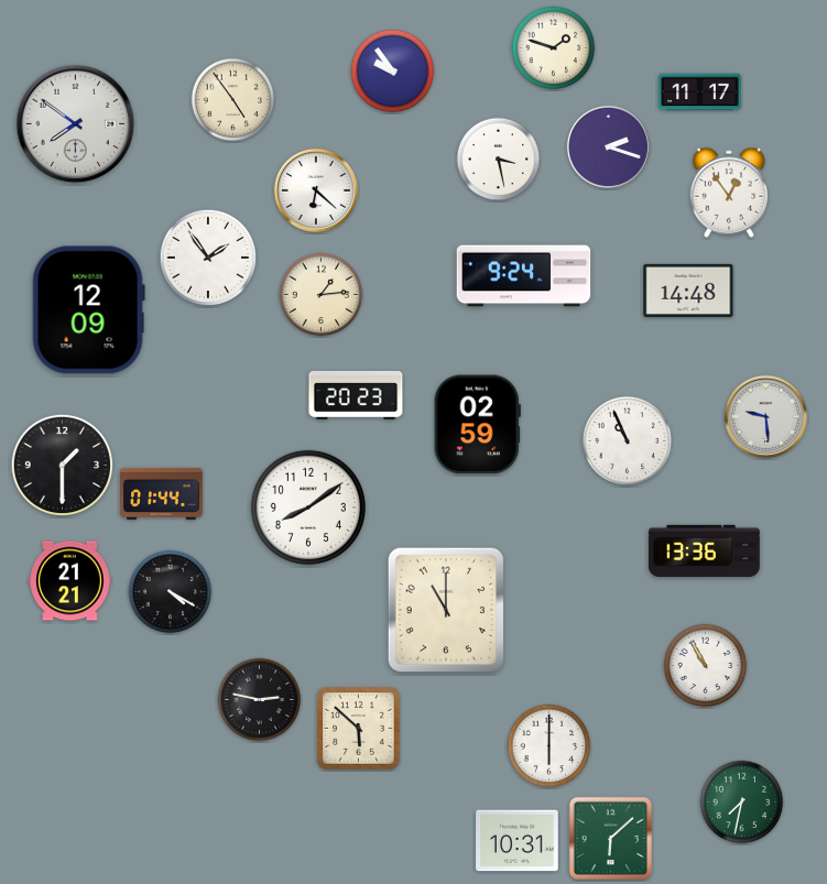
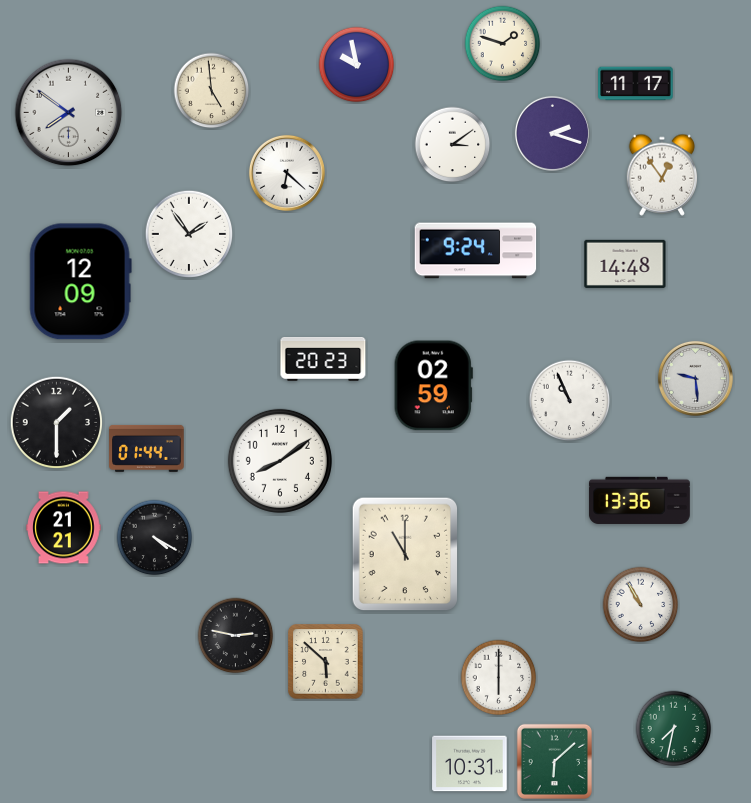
clock at (393, 72): 9:54 -> 9:58
clock at (233, 100): 4:54 -> 4:59
clock at (499, 160): 3:28 -> 3:09
clock at (322, 295): 1:14 -> none
